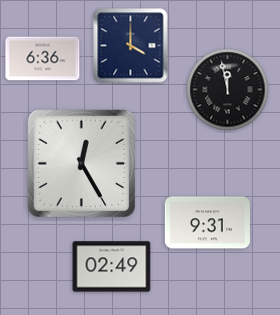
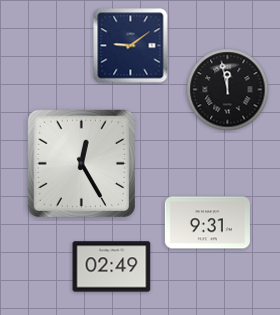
clock at (131, 46): 4:00 -> 9:09
clock at (43, 59): 6:36 -> none
